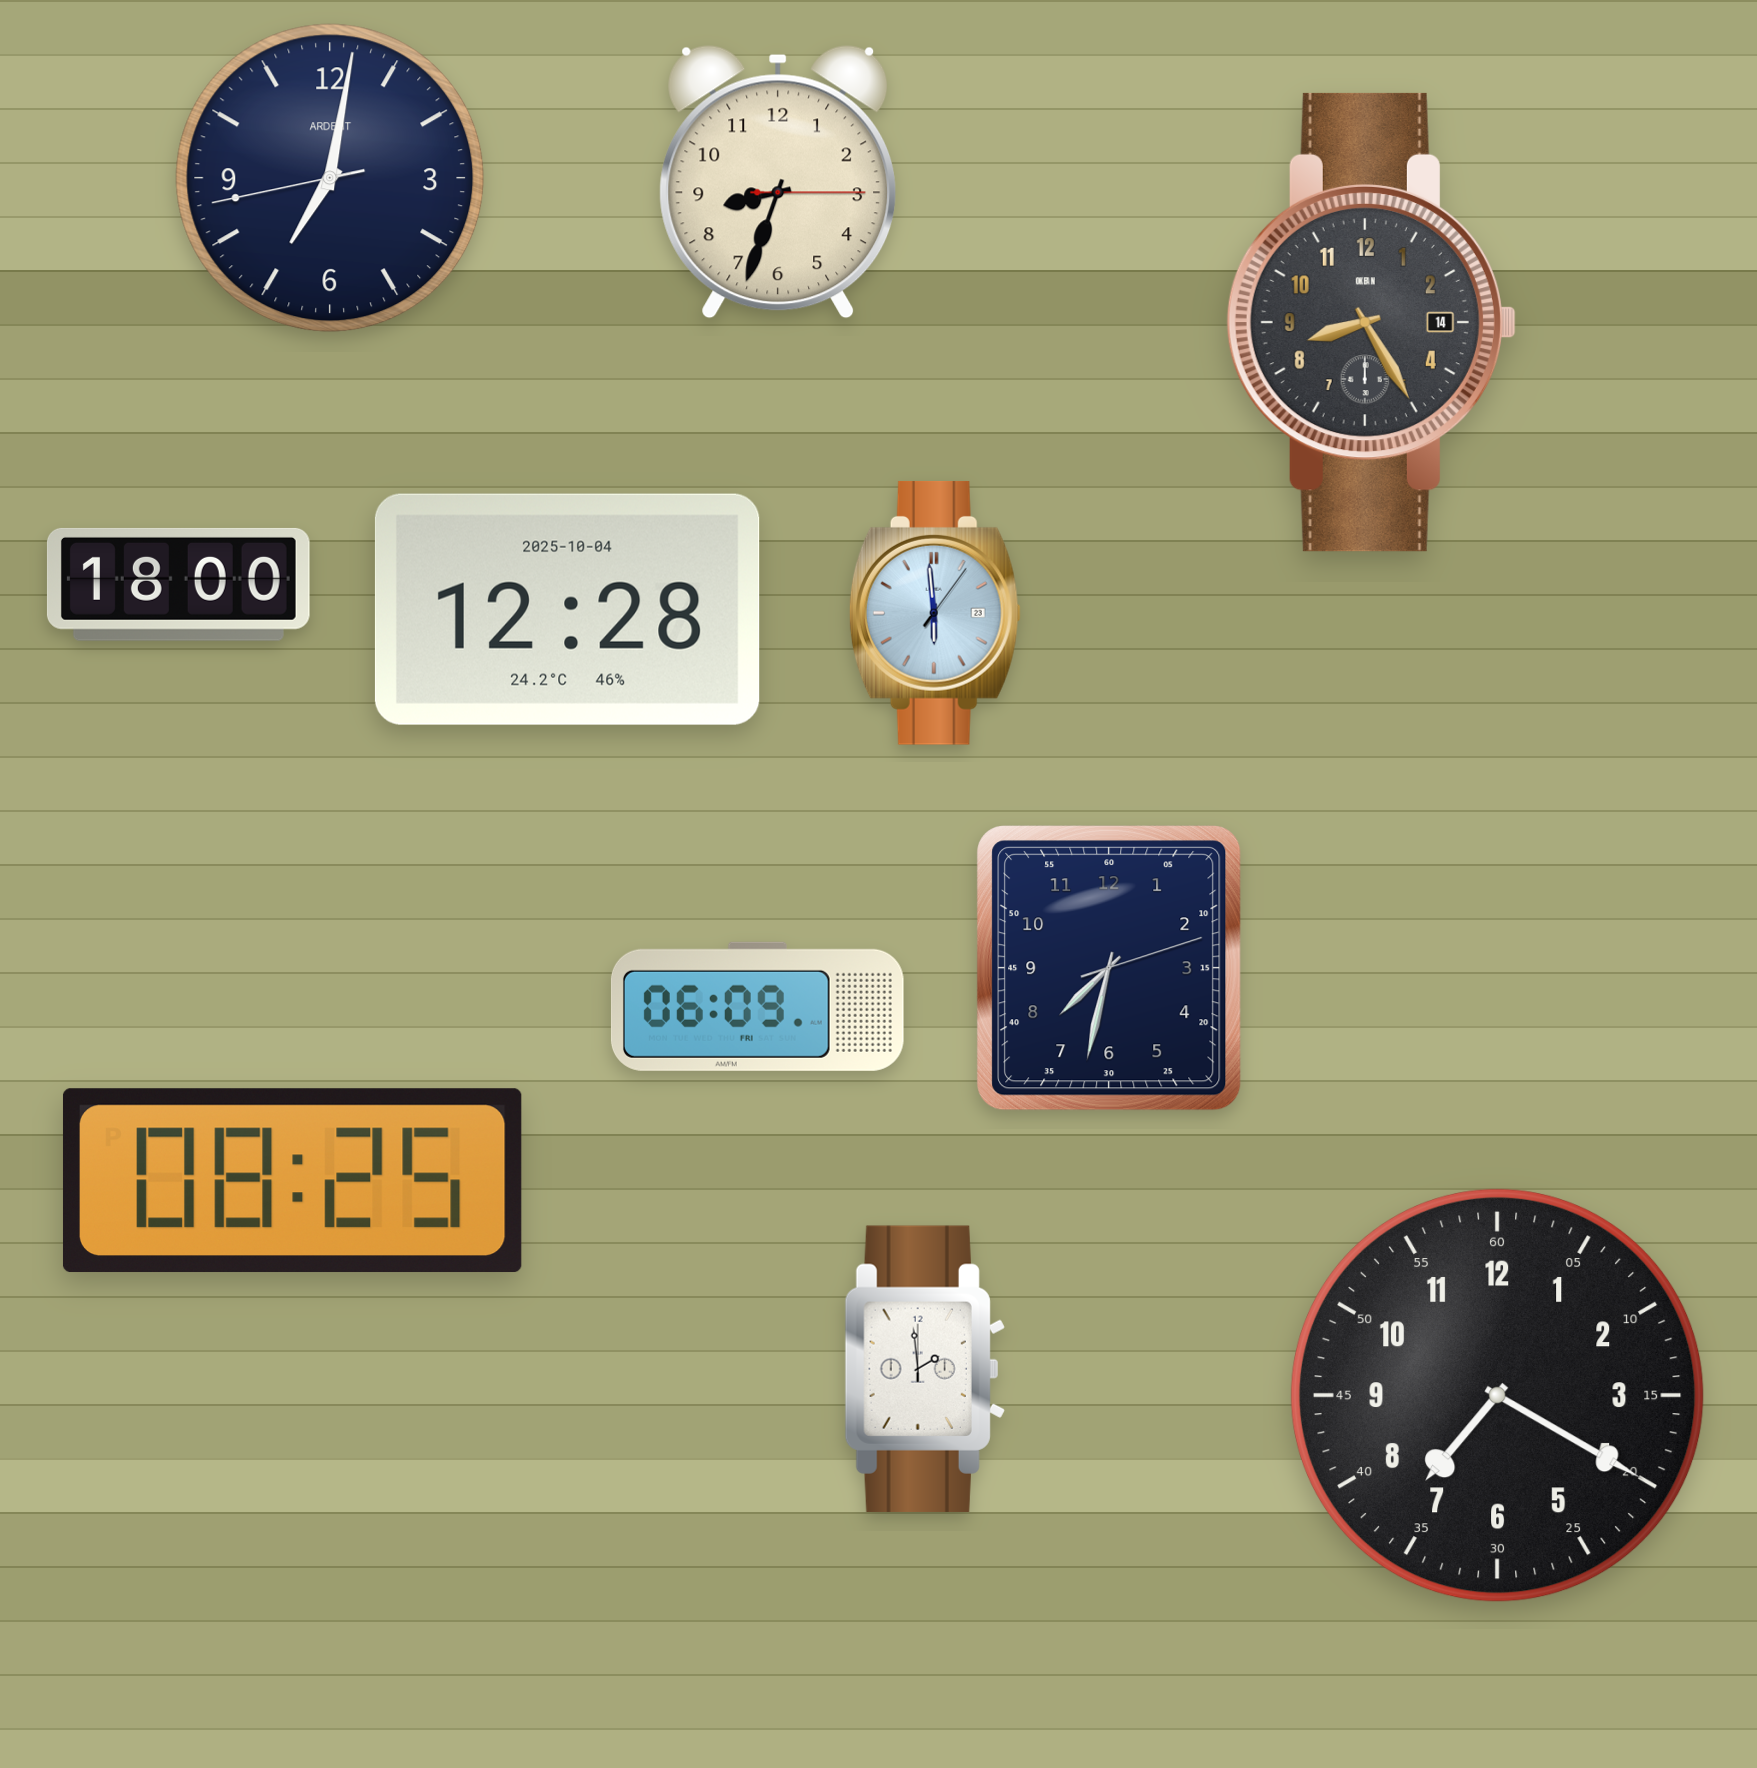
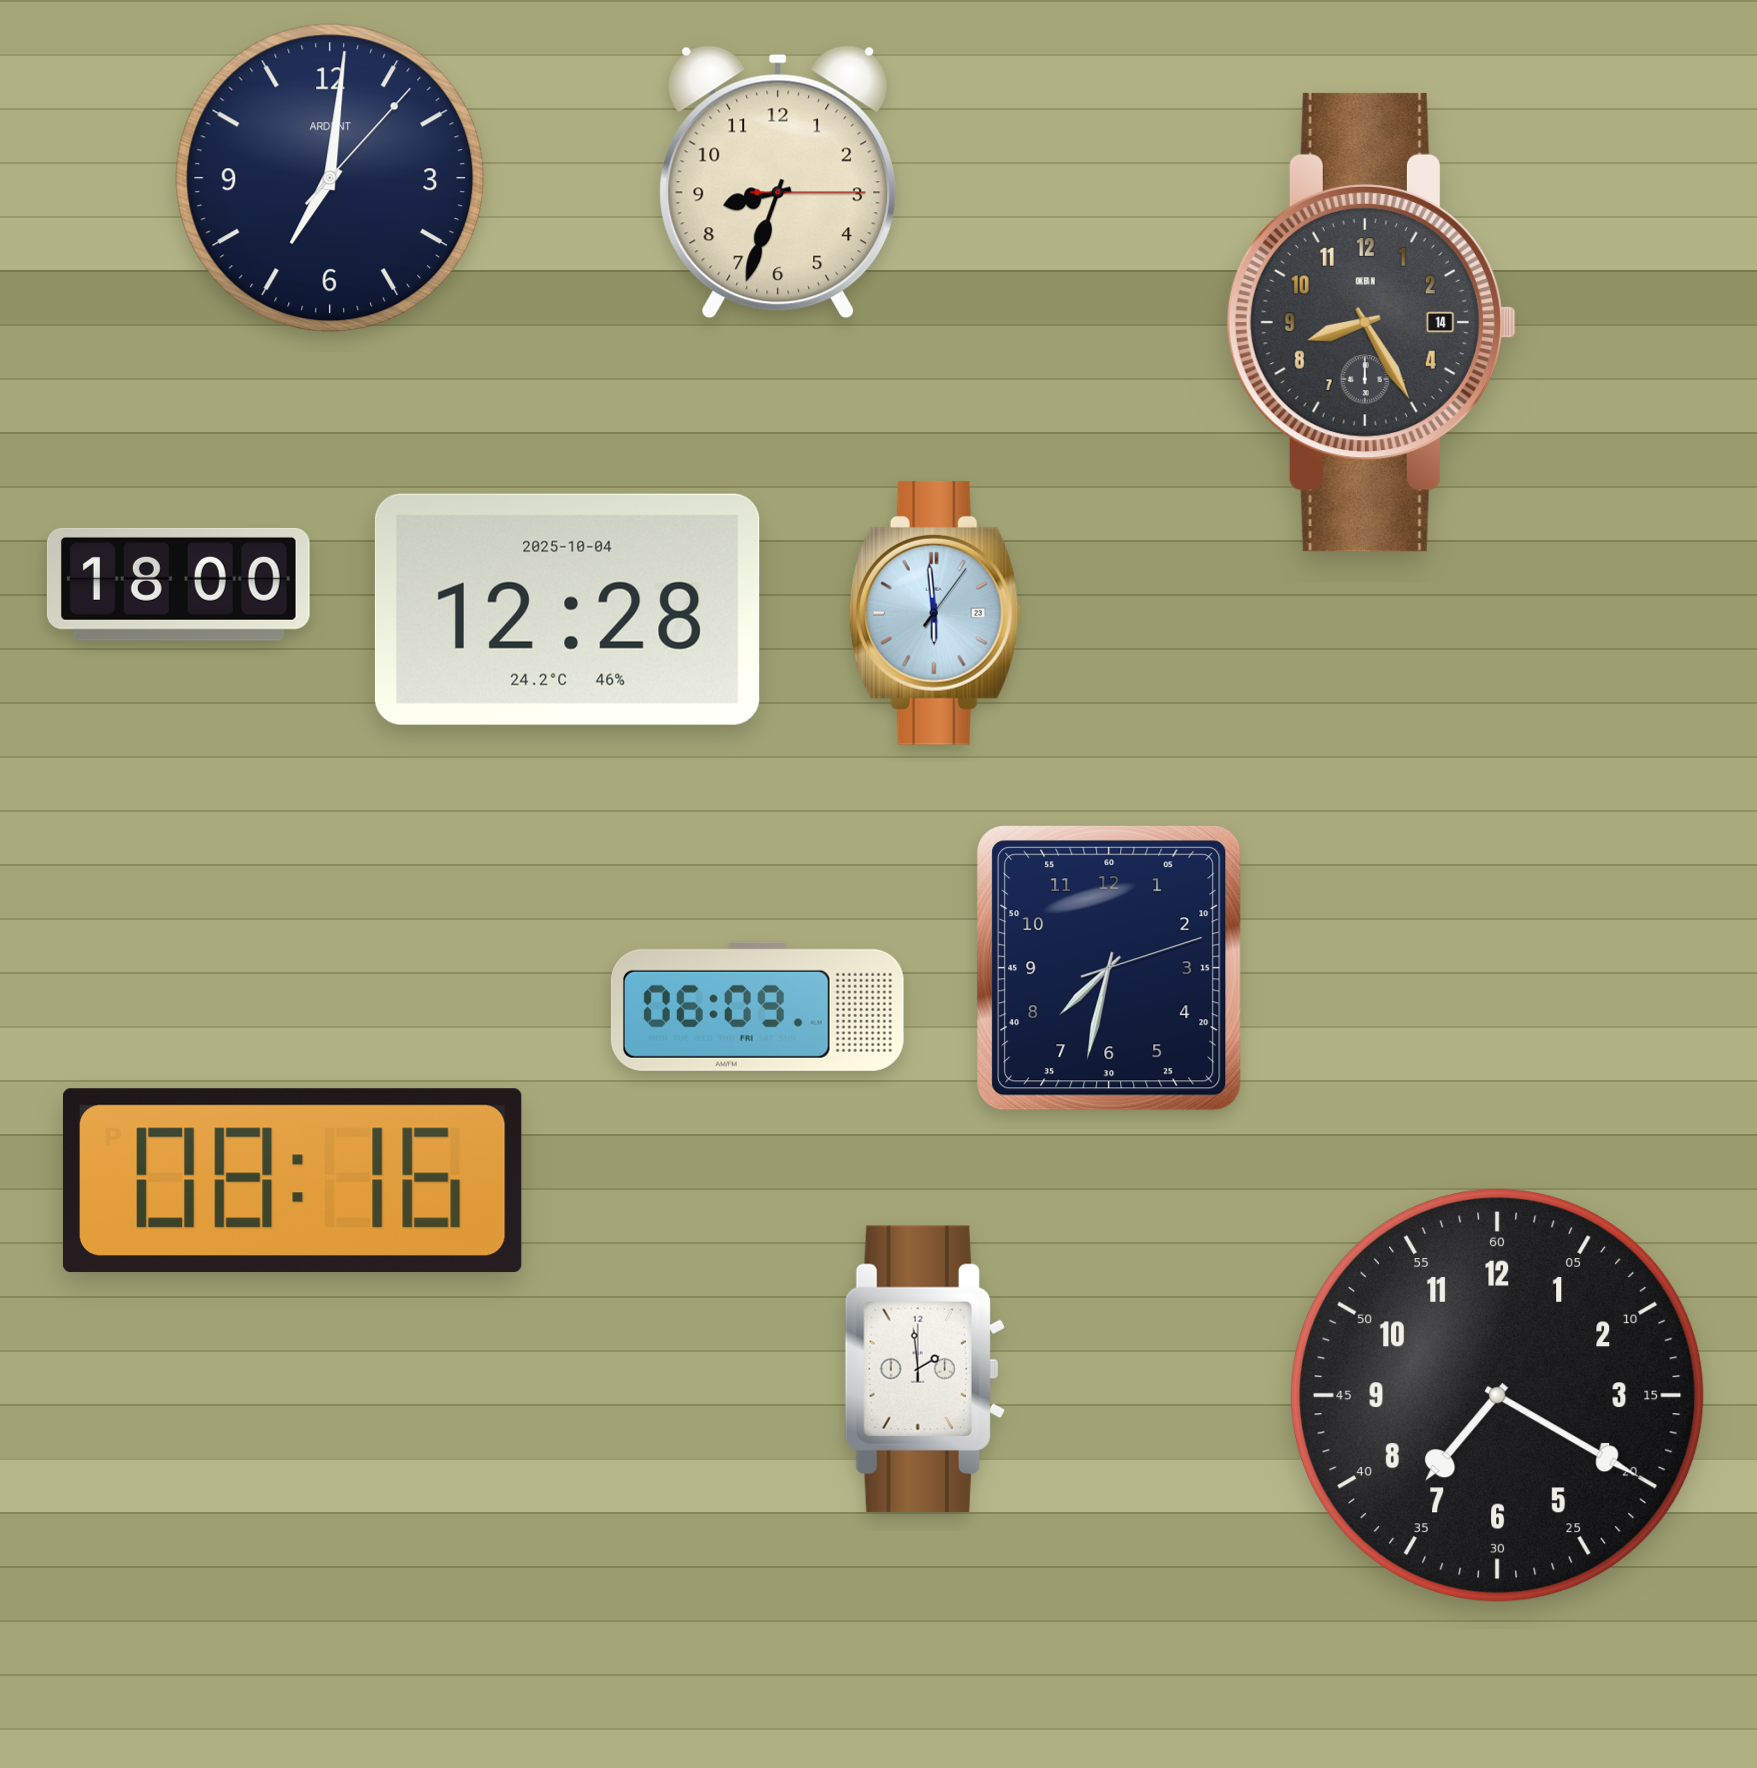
clock at (330, 178): 7:01:43 -> 7:01:07
clock at (292, 1181): 08:25 -> 08:16
